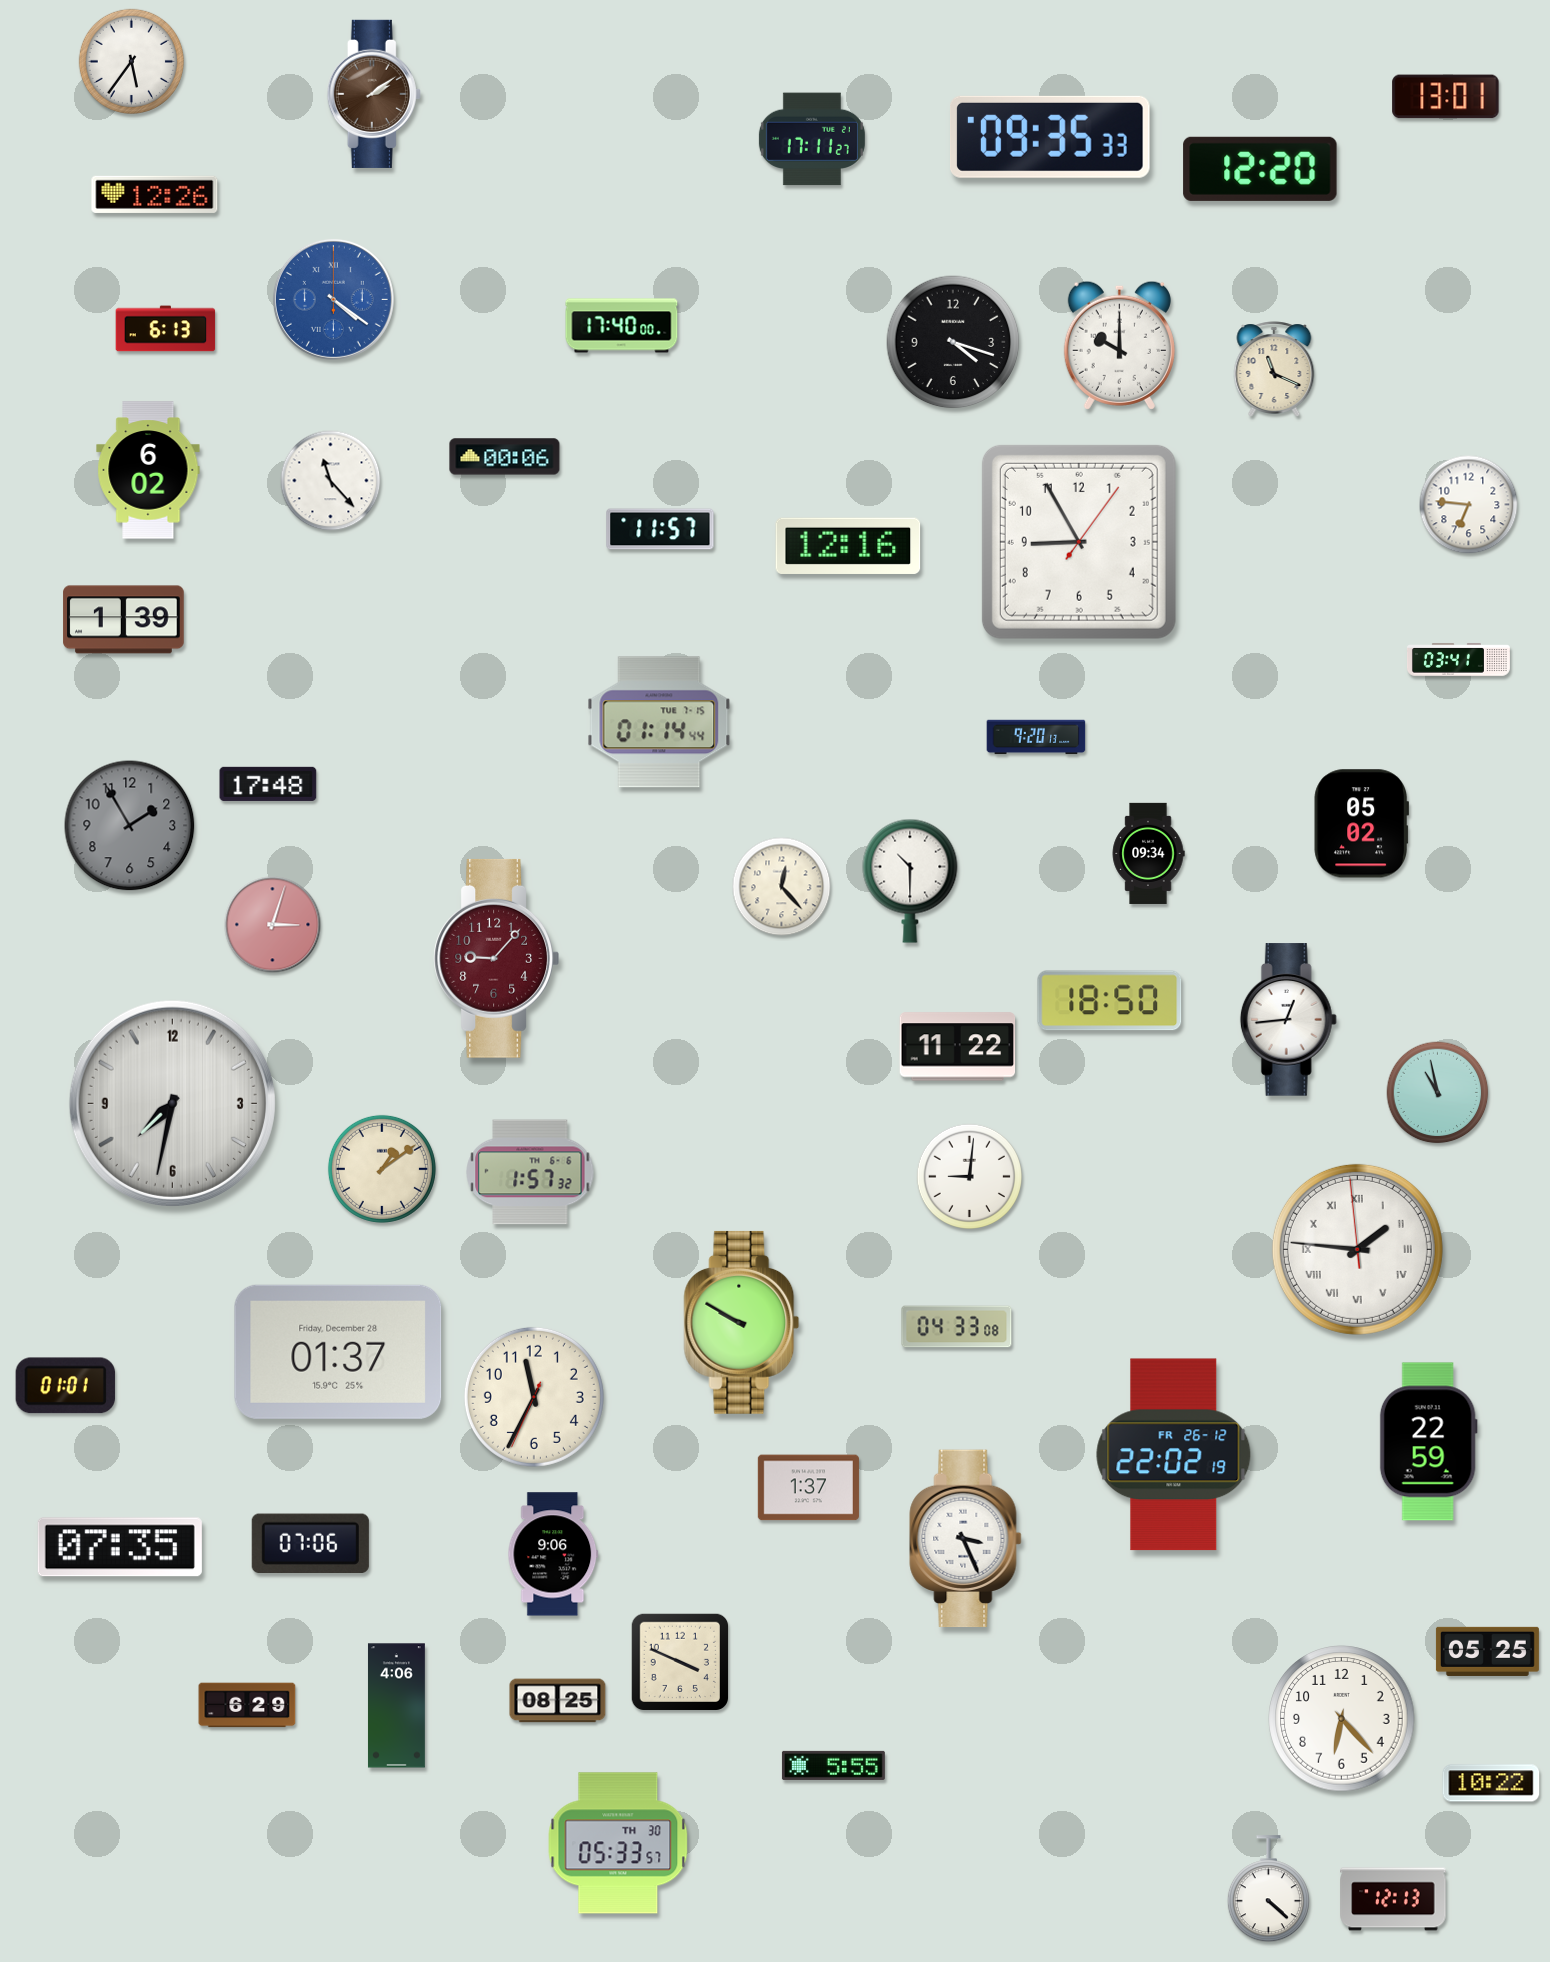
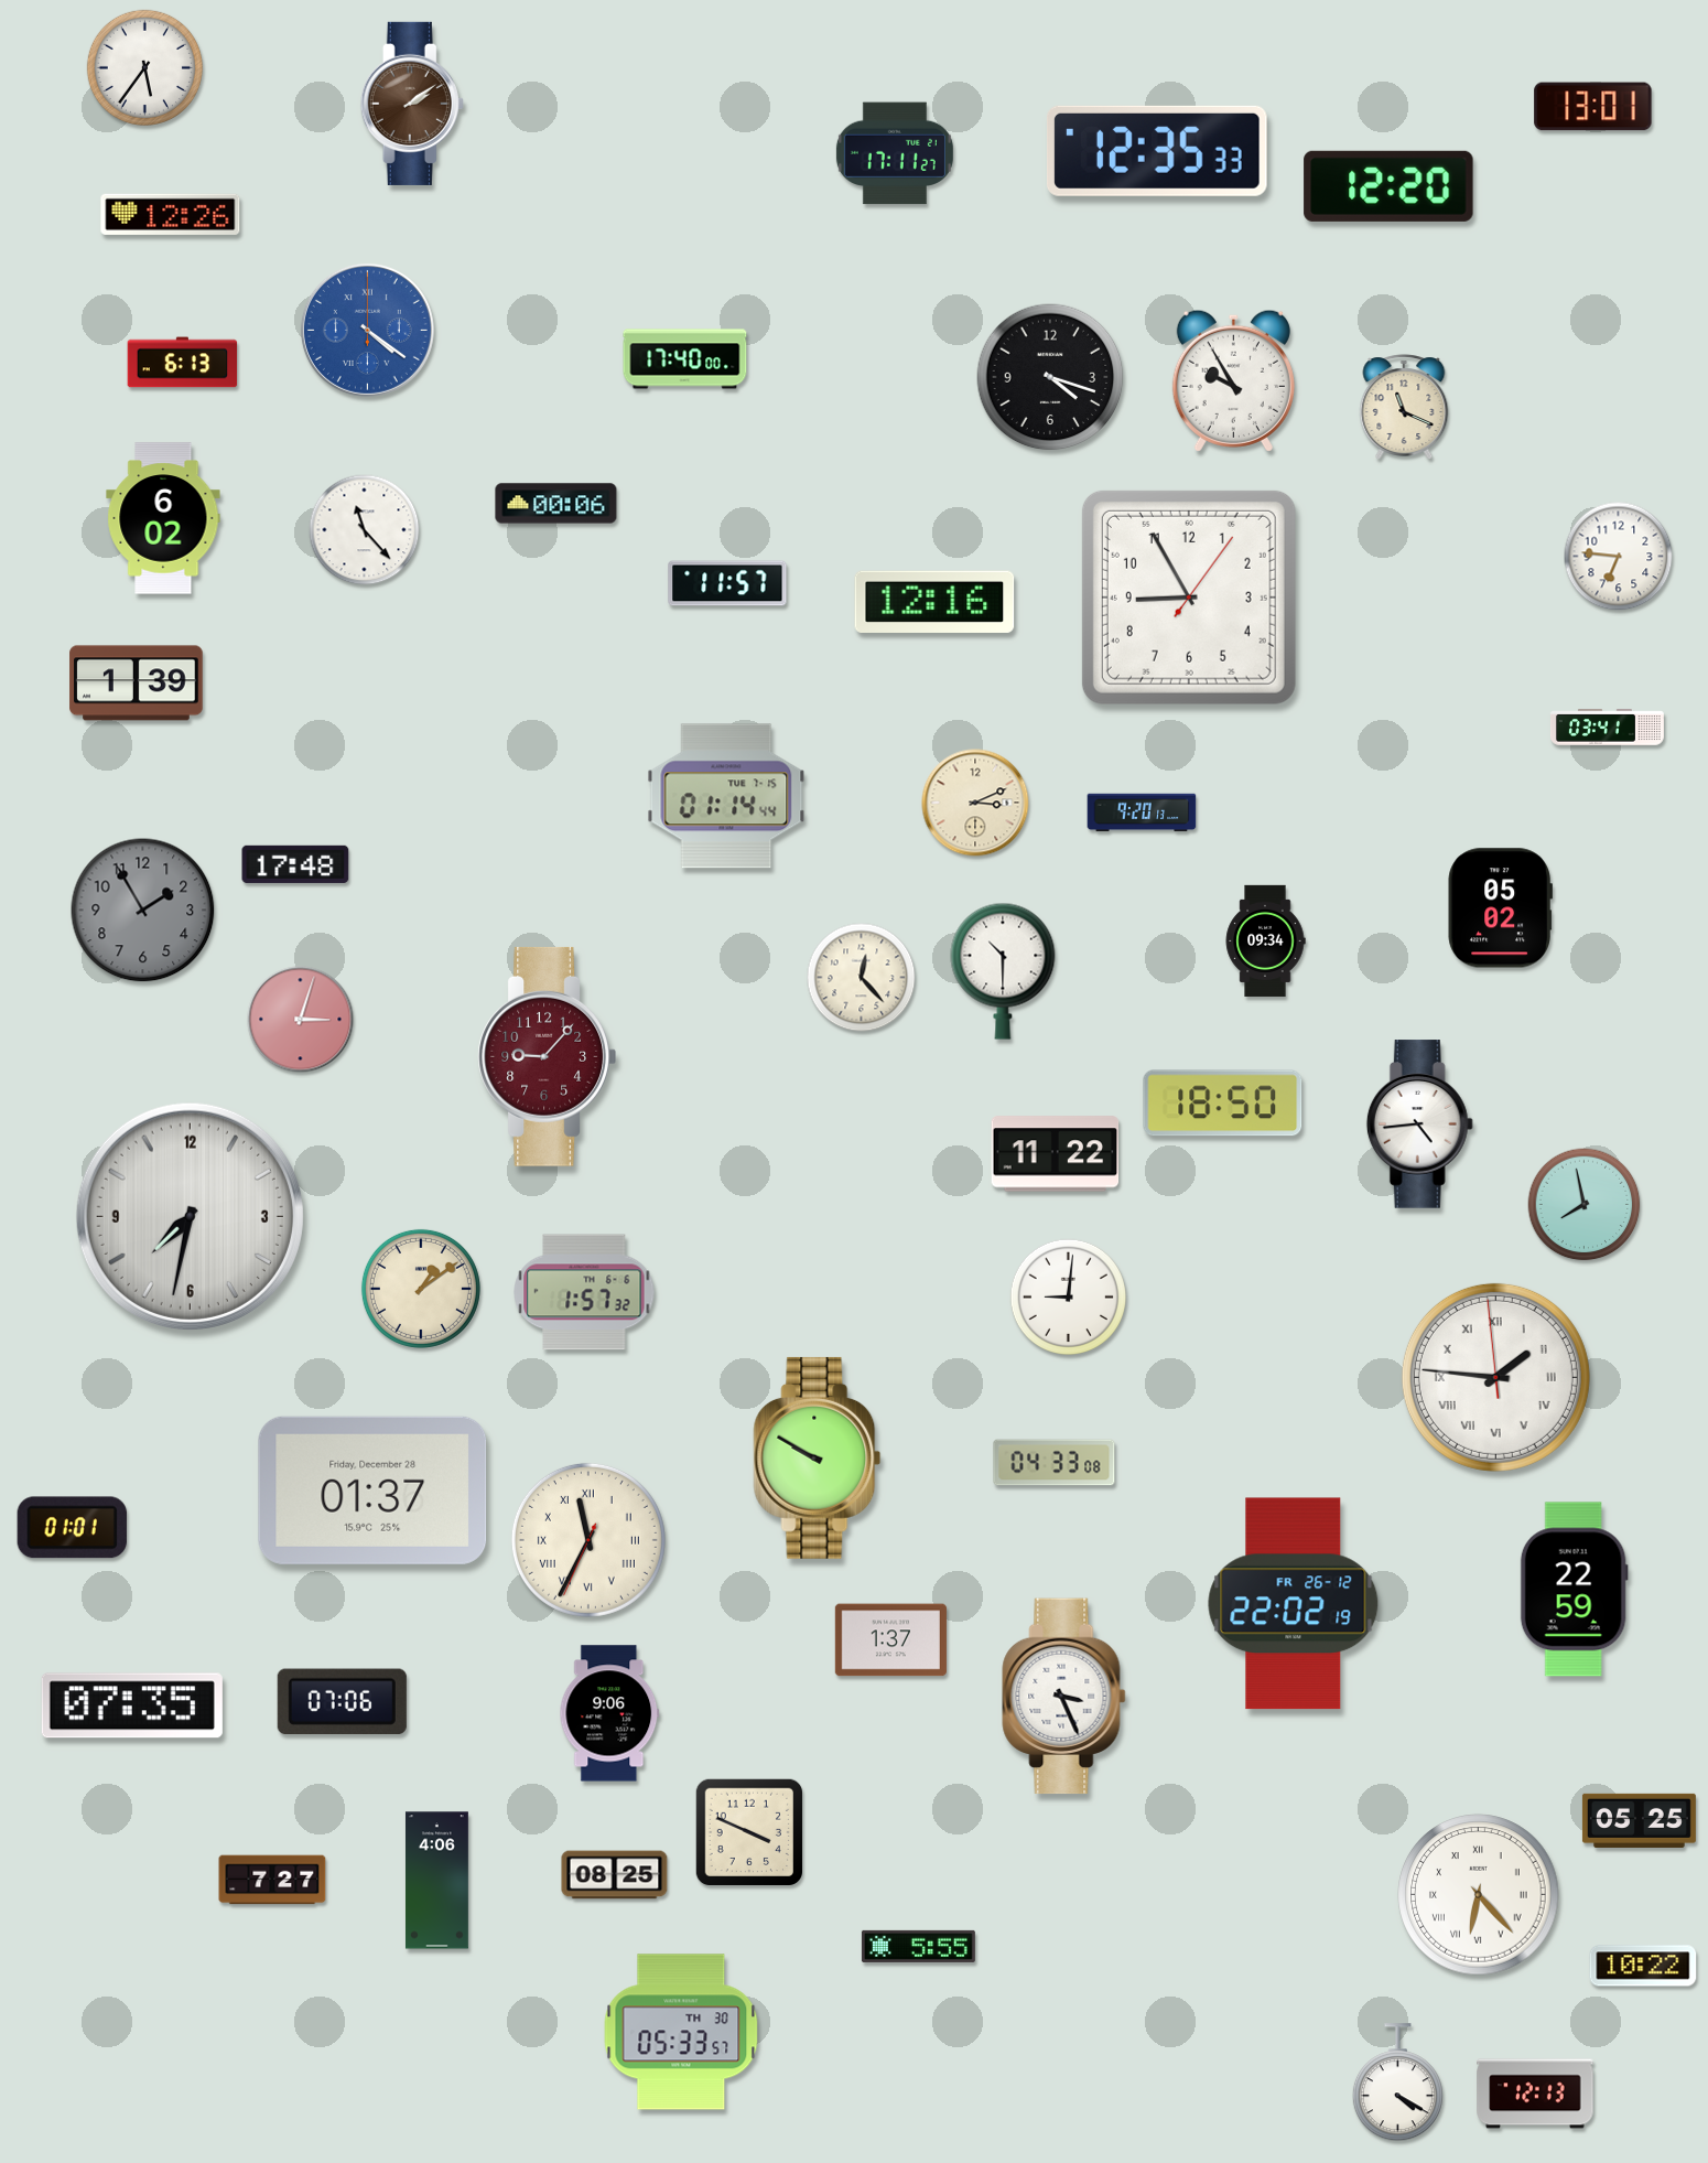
clock at (1050, 137): 09:35 -> 12:35
clock at (1119, 345): 10:00 -> 9:55
clock at (975, 803): none -> 3:11
clock at (1288, 1020): 12:44 -> 4:44
clock at (1438, 1093): 10:58 -> 7:58
clock at (534, 1397) numerals: Arabic -> Roman
clock at (247, 1705): 6:29 -> 7:27
clock at (1342, 1719) numerals: Arabic -> Roman
clock at (1268, 1889): 4:22 -> 4:20
